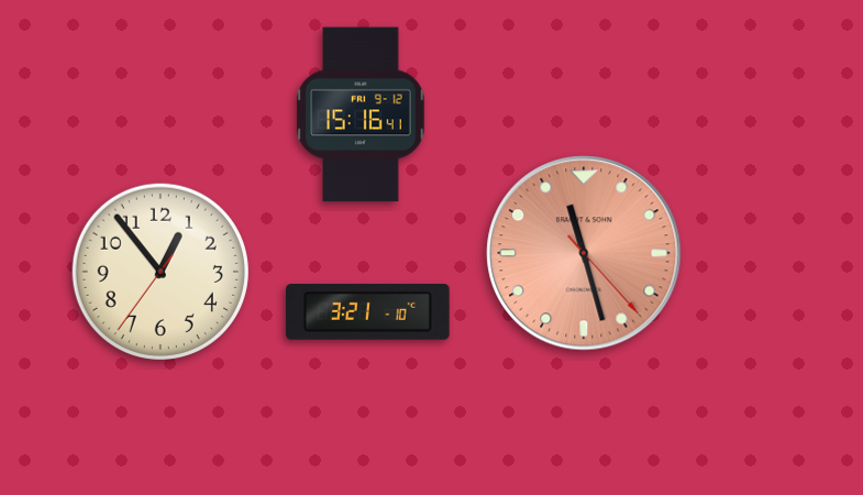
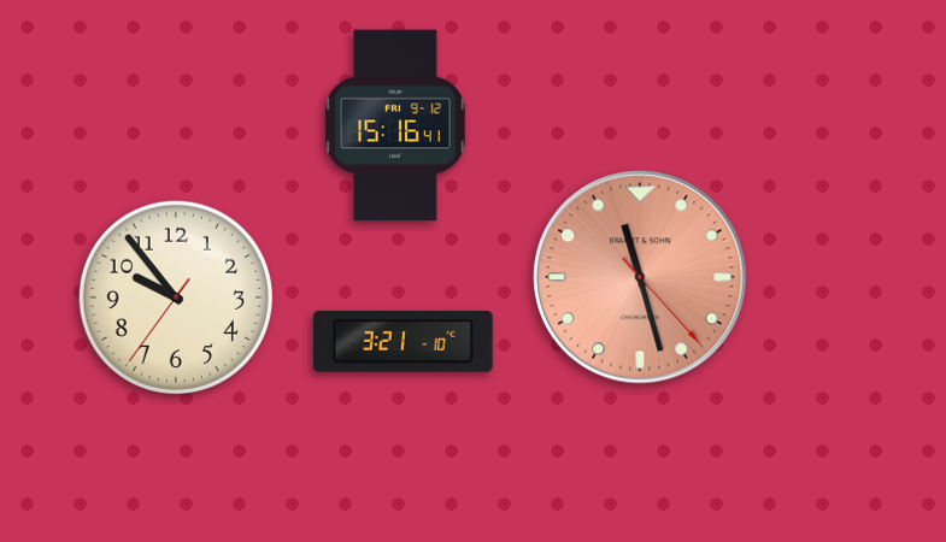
clock at (161, 272): 12:53 -> 9:53
